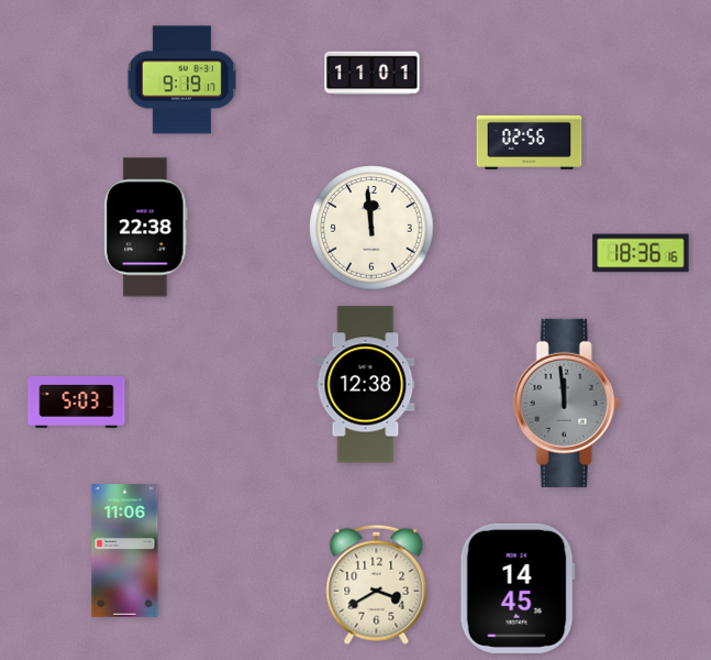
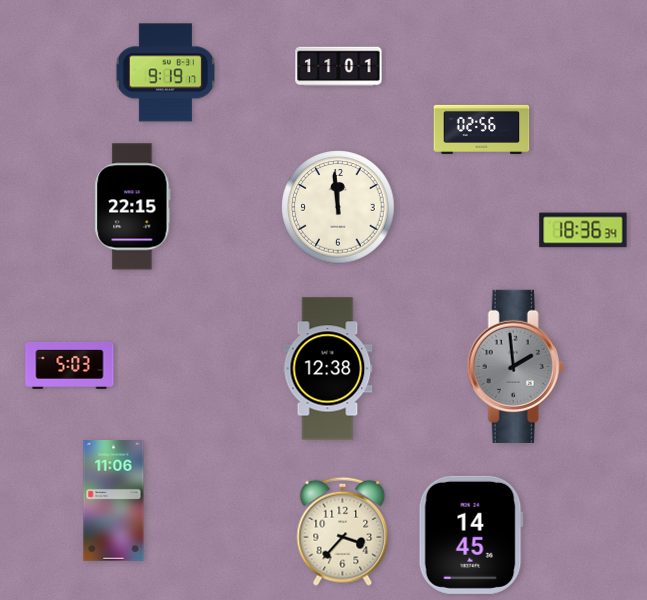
clock at (146, 228): 22:38 -> 22:15
clock at (641, 253): 18:36:16 -> 18:36:34
clock at (366, 385) position: (366, 385) -> (328, 369)
clock at (566, 403): 11:59 -> 1:59
clock at (377, 584): 3:40 -> 3:37
